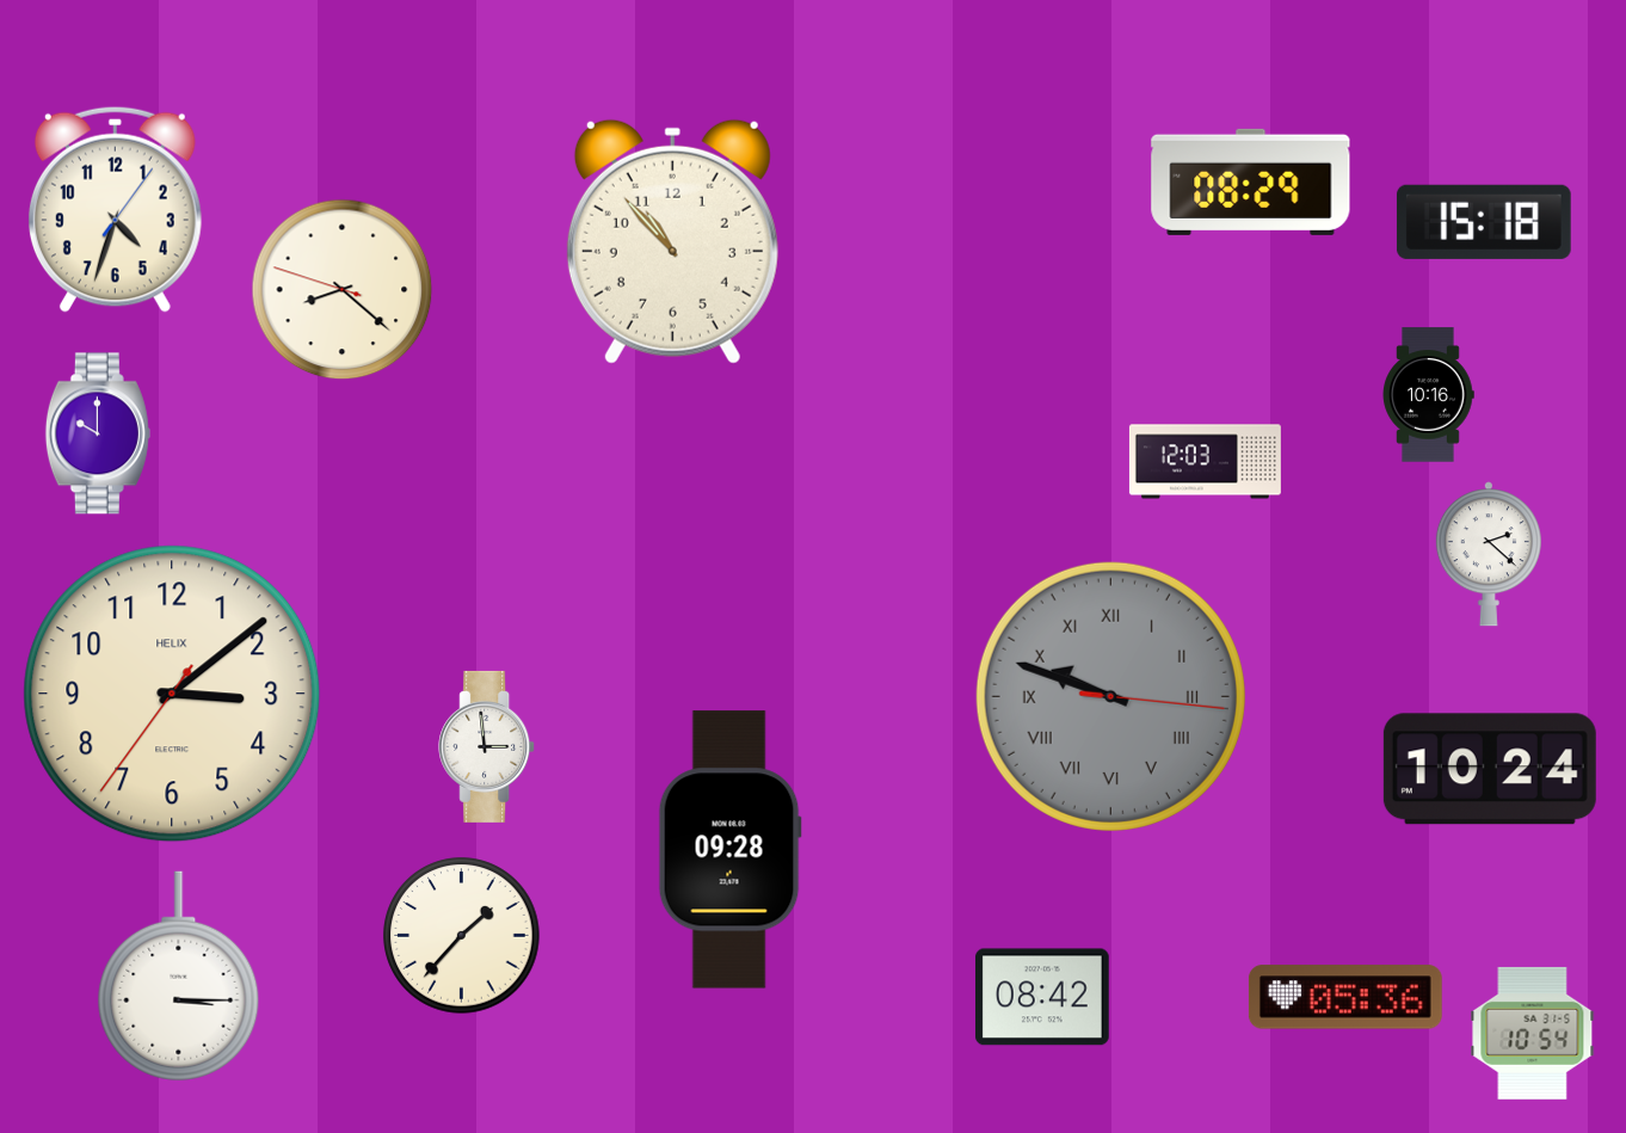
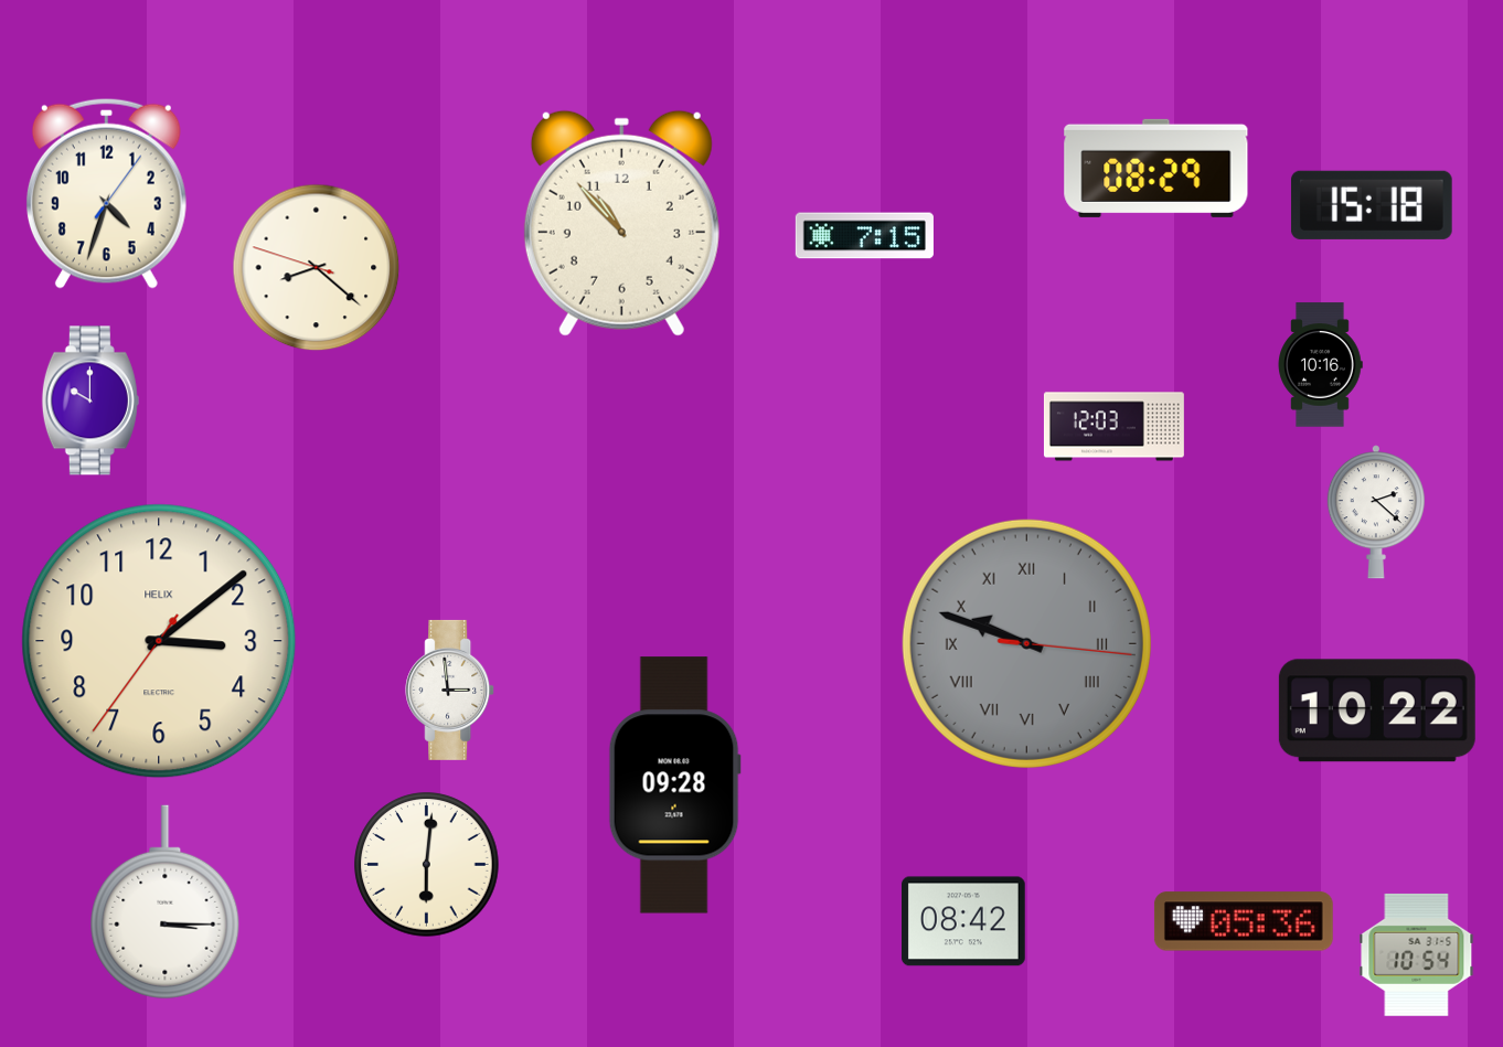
clock at (864, 236): none -> 7:15
clock at (1490, 769): 10:24 -> 10:22
clock at (462, 936): 1:37 -> 6:01
